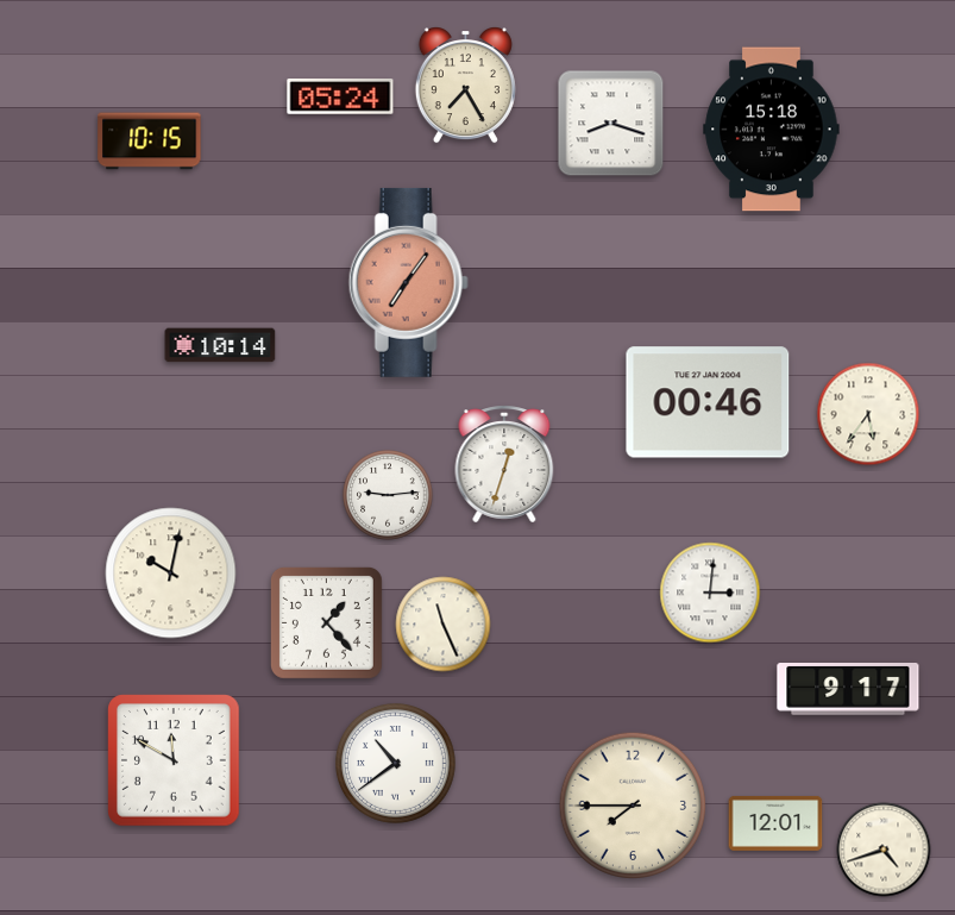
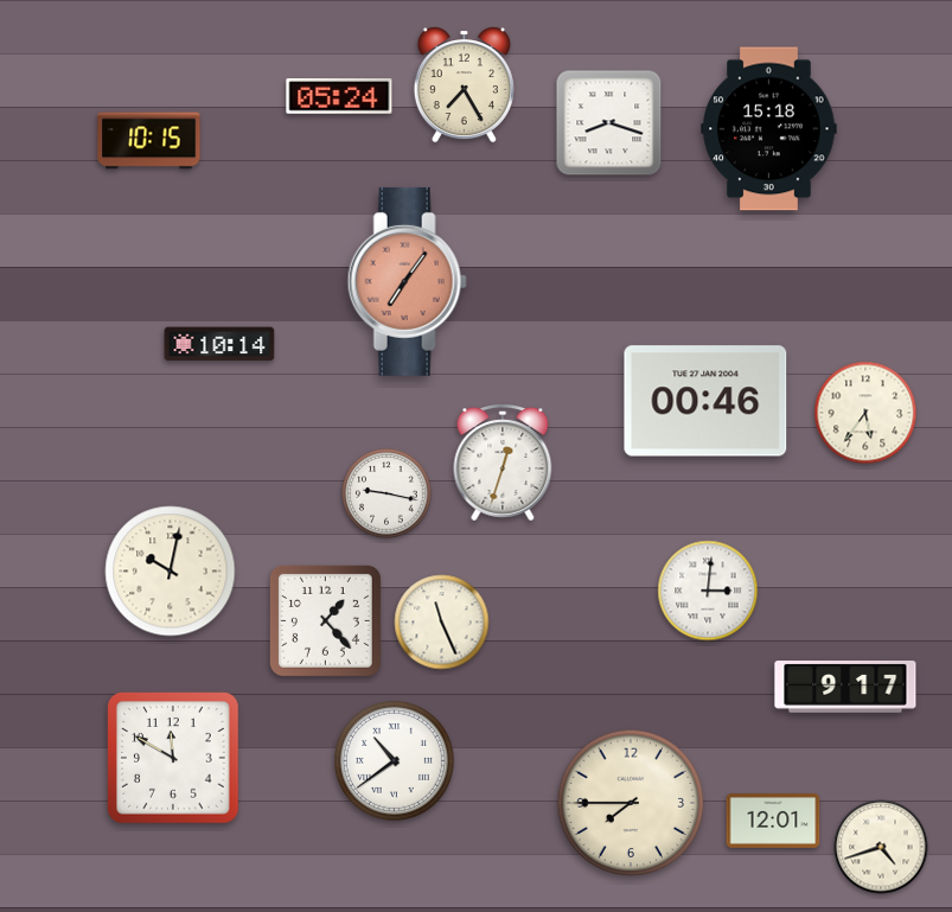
clock at (388, 495): 9:14 -> 9:17
